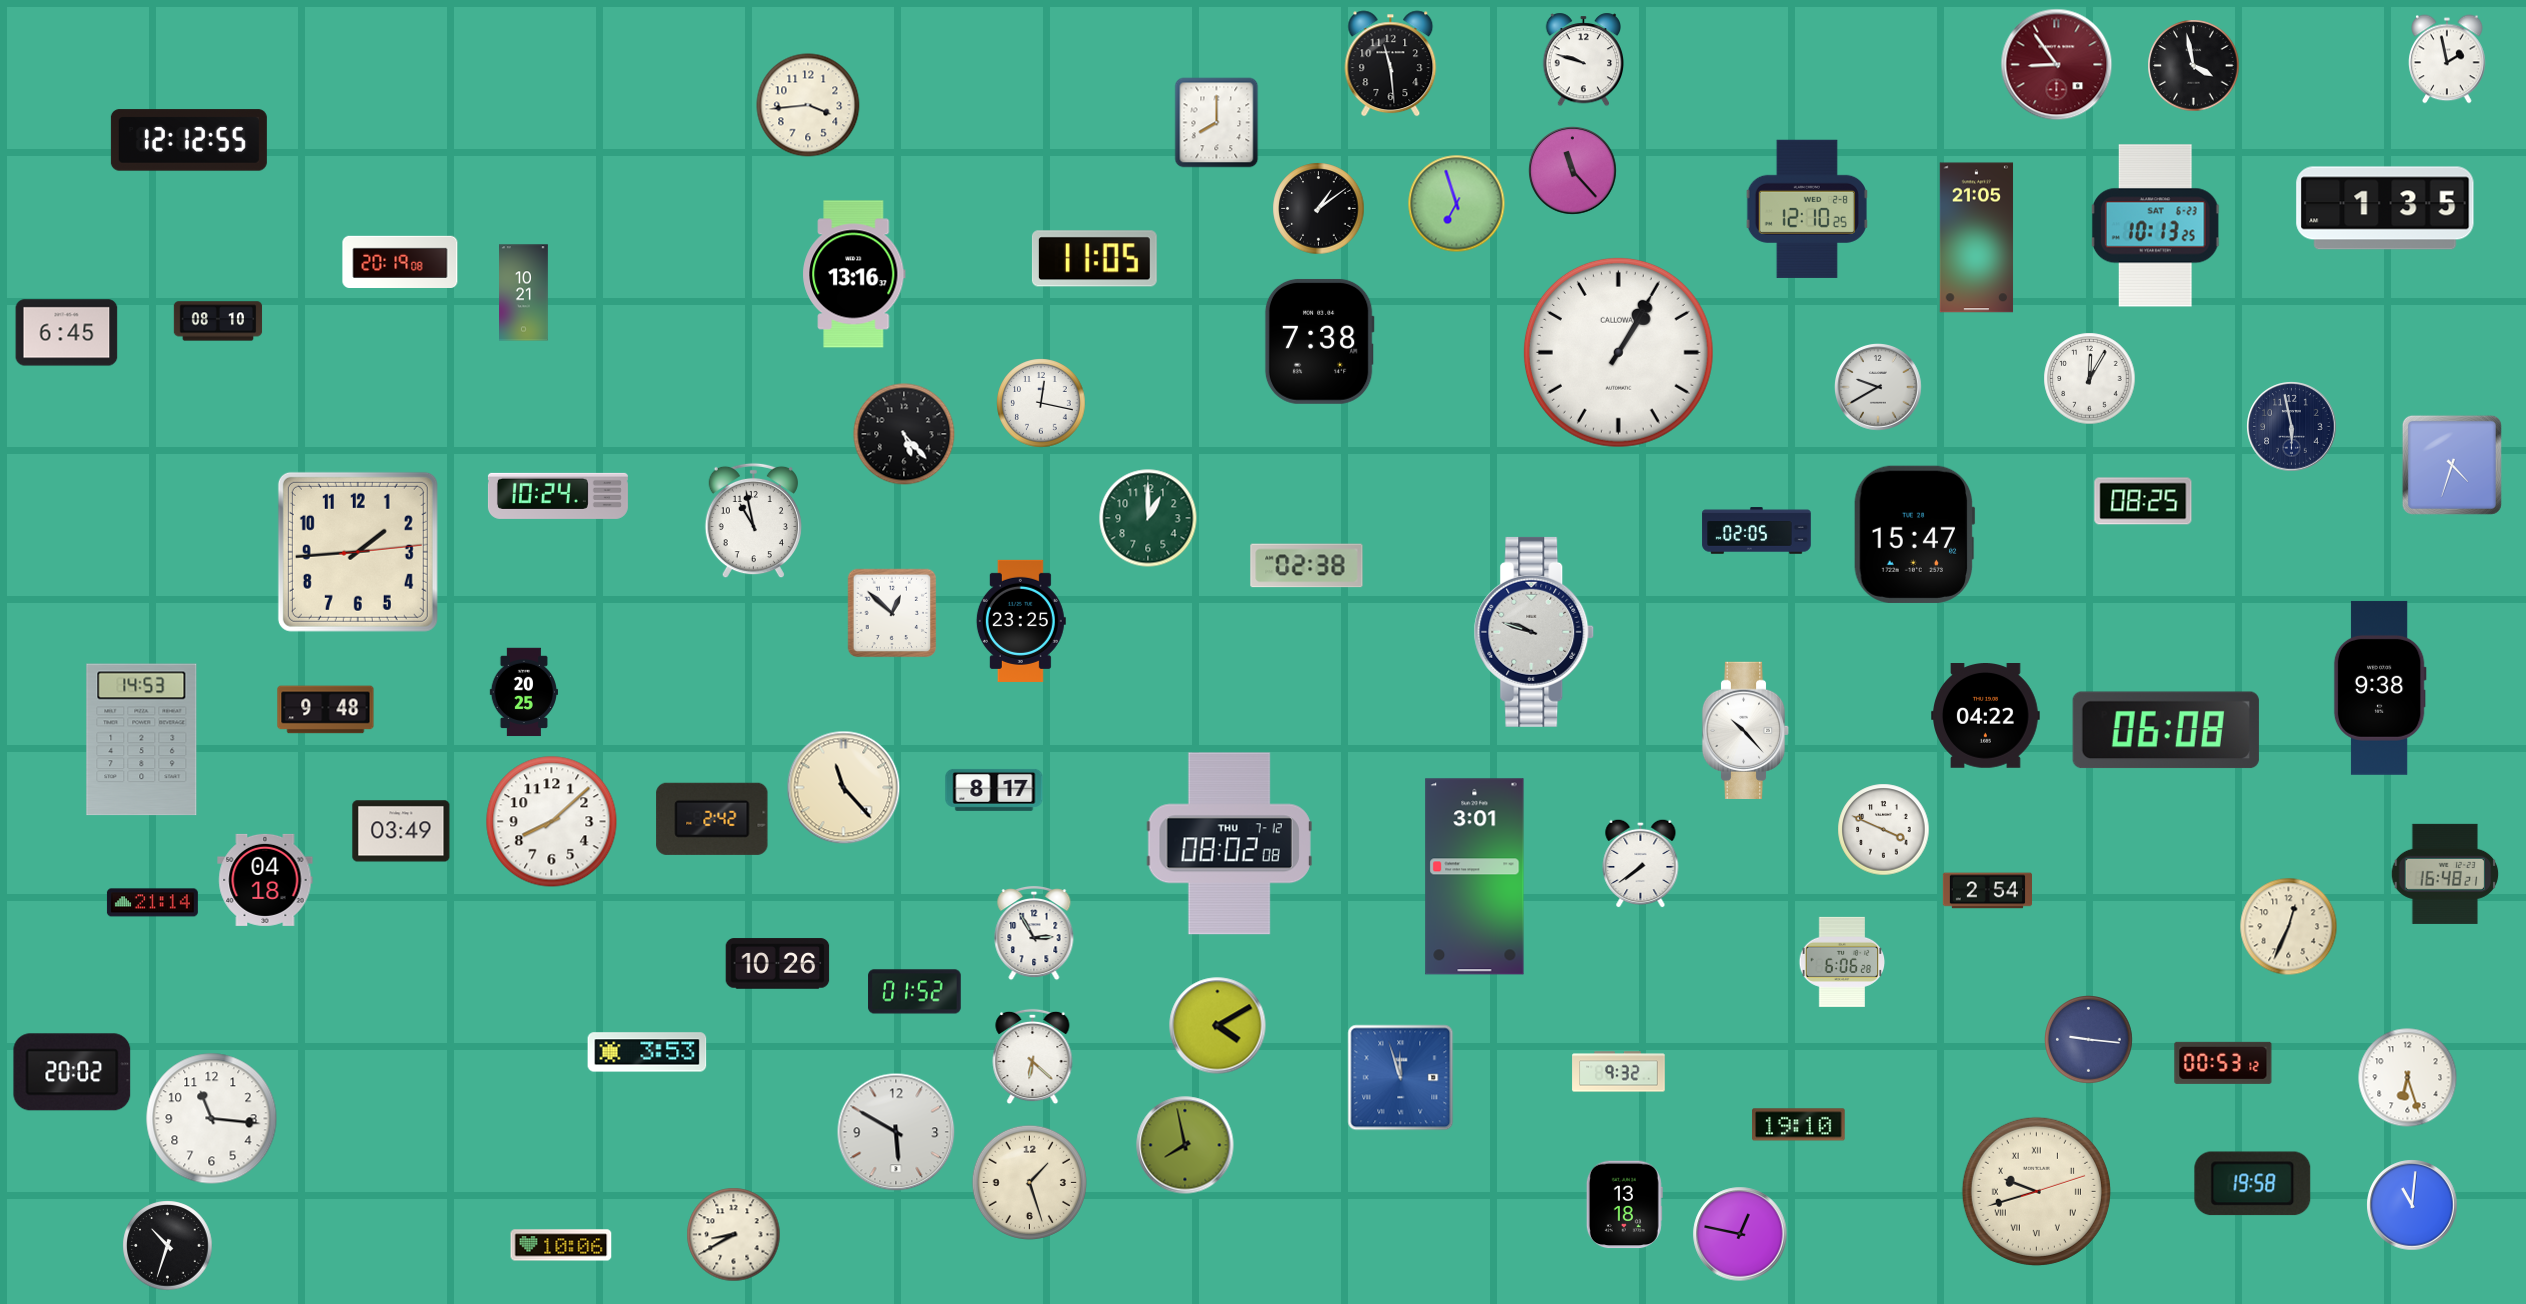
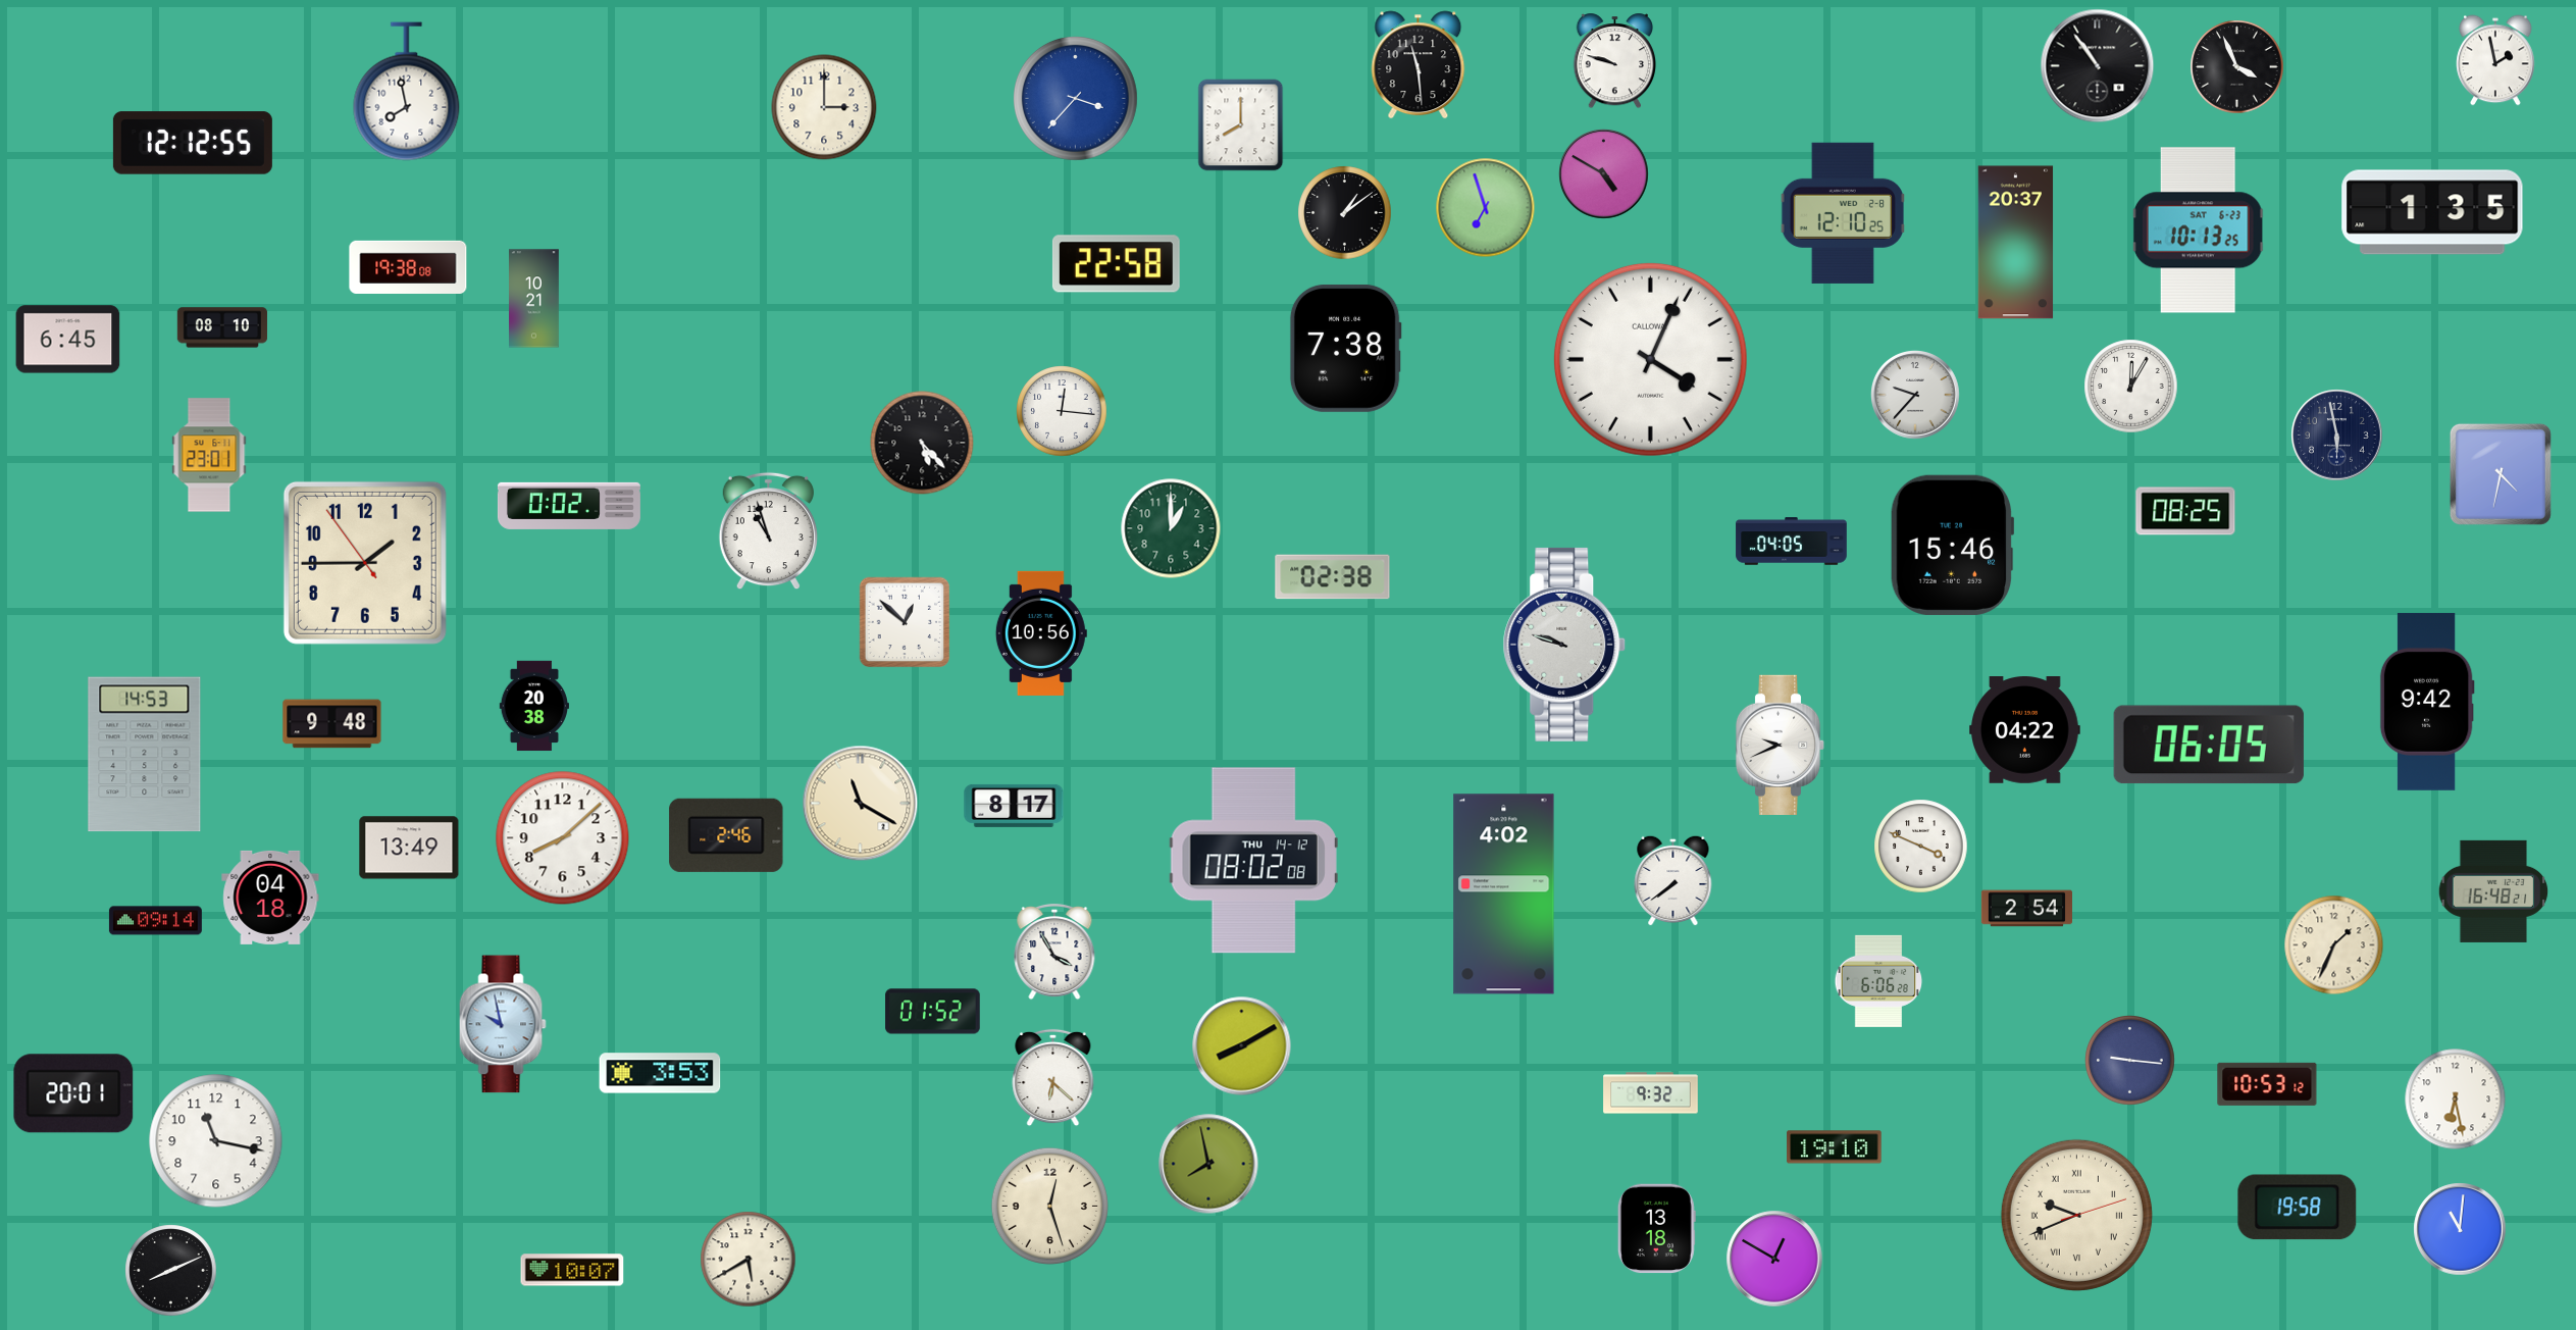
clock at (2057, 65): 8:54 -> 10:54
clock at (2057, 65) dial: burgundy -> black
clock at (2194, 66): 3:58 -> 3:56
clock at (407, 92): none -> 7:58
clock at (1076, 99): none -> 3:37
clock at (808, 105): 3:44 -> 3:00
clock at (1573, 171): 11:23 -> 4:50
clock at (1977, 238): 21:05 -> 20:37
clock at (1094, 259): 11:05 -> 22:58
clock at (400, 261): 20:19 -> 19:38
clock at (854, 274): 13:16 -> none
clock at (1618, 352): 1:05 -> 4:04
clock at (1879, 388): 9:40 -> 9:37
clock at (1041, 403): 12:17 -> 12:16
clock at (209, 455): none -> 23:01
clock at (2452, 465): 4:33 -> 4:32
clock at (558, 496): 10:24 -> 0:02
clock at (753, 521): 10:58 -> 10:57
clock at (1757, 531): 02:05 -> 04:05
clock at (1914, 534): 15:47 -> 15:46
clock at (358, 552): 1:44:14 -> 1:44:54
clock at (892, 613) position: (892, 613) -> (905, 622)
clock at (1021, 621): 23:25 -> 10:56
clock at (2380, 688): 9:38 -> 9:42
clock at (523, 692): 20:25 -> 20:38
clock at (1746, 730): 10:23 -> 9:41
clock at (2166, 730): 06:08 -> 06:05
clock at (844, 788): 11:23 -> 11:20
clock at (712, 819): 2:42 -> 2:46
clock at (401, 831): 03:49 -> 13:49
clock at (1229, 844) date: THU 7-12 -> THU 14-12
clock at (1475, 877): 3:01 -> 4:02
clock at (152, 903): 21:14 -> 09:14
clock at (2289, 927): 12:34 -> 1:34
clock at (1034, 933): 2:55 -> 3:55
clock at (778, 964): 10:26 -> none
clock at (503, 1024): none -> 9:58
clock at (1218, 1026): 4:10 -> 8:10
clock at (2223, 1063): 00:53 -> 10:53
clock at (72, 1072): 20:02 -> 20:01
clock at (1401, 1078): 11:57 -> none
clock at (2408, 1078): 6:27 -> 6:28
clock at (212, 1119): 11:16 -> 11:17
clock at (896, 1132): 5:50 -> none
clock at (1185, 1145) position: (1185, 1145) -> (1208, 1164)
clock at (1029, 1182): 1:27 -> 12:27
clock at (2036, 1191): 9:42 -> 9:41
clock at (1740, 1234): 12:47 -> 12:50
clock at (734, 1235): 8:40 -> 5:40
clock at (561, 1245): 10:06 -> 10:07
clock at (168, 1246): 10:33 -> 8:11
